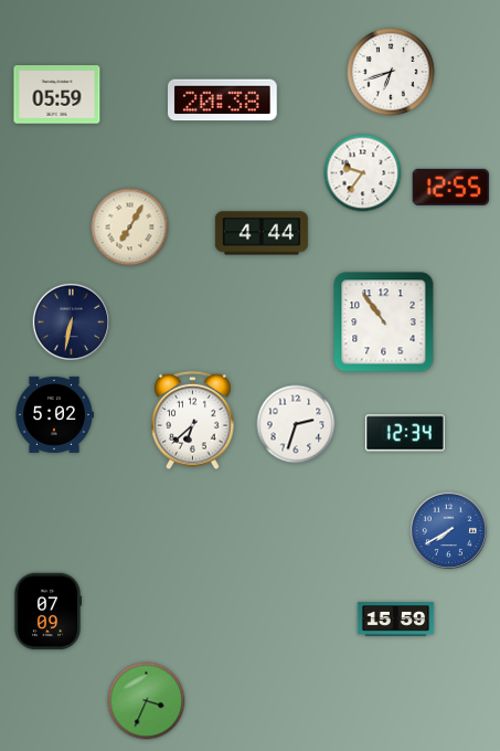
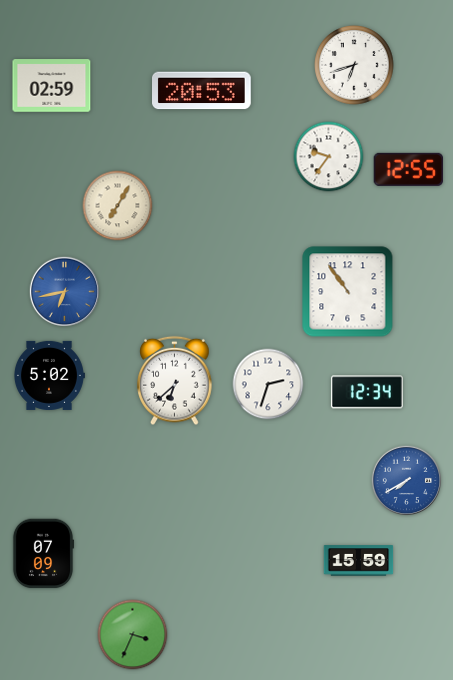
clock at (57, 95): 05:59 -> 02:59
clock at (223, 101): 20:38 -> 20:53
clock at (262, 233): 4:44 -> none
clock at (71, 321): 6:32 -> 6:43
clock at (71, 321) dial: navy -> blue
